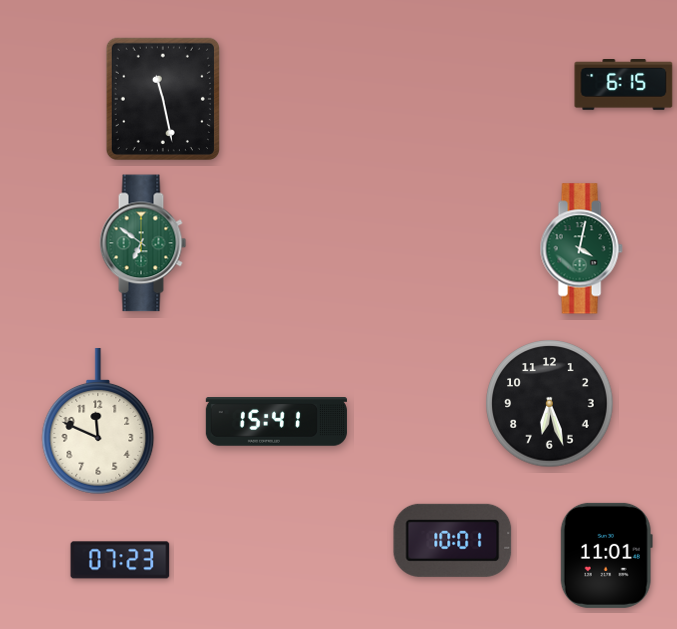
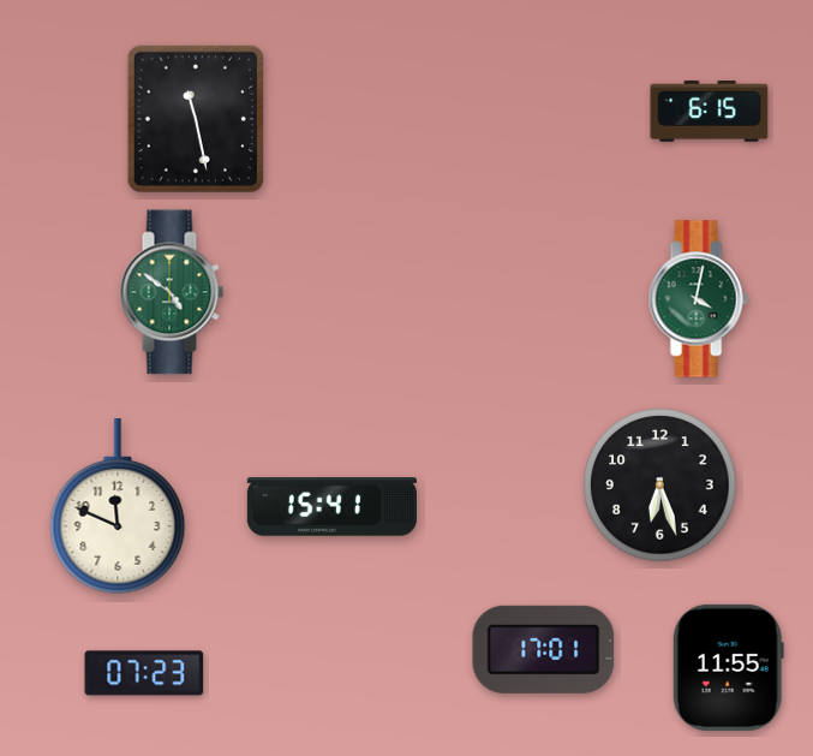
clock at (624, 85) position: (624, 85) -> (710, 112)
clock at (143, 243): 6:51 -> 4:51
clock at (453, 540): 10:01 -> 17:01
clock at (606, 555): 11:01 -> 11:55
